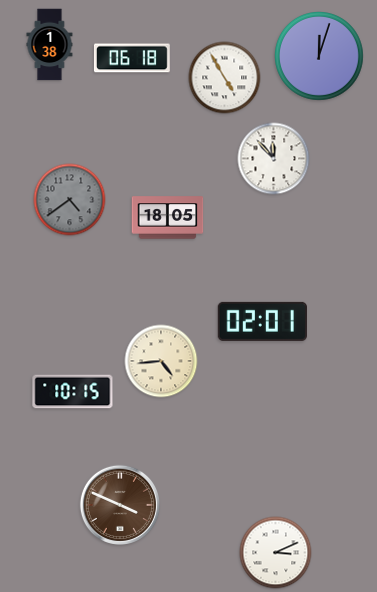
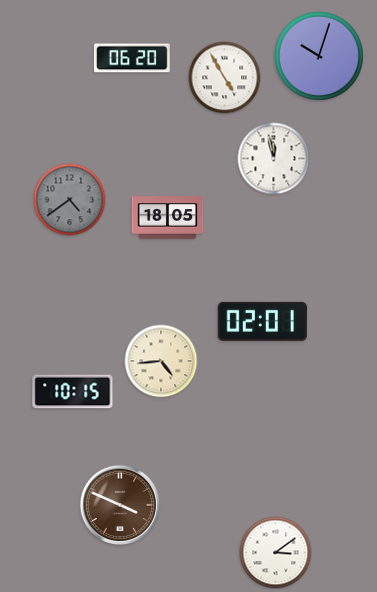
clock at (50, 45): 1:38 -> none
clock at (320, 57): 12:03 -> 10:03
clock at (132, 58): 06:18 -> 06:20
clock at (274, 159): 11:53 -> 11:58
clock at (276, 553): 3:11 -> 3:09
